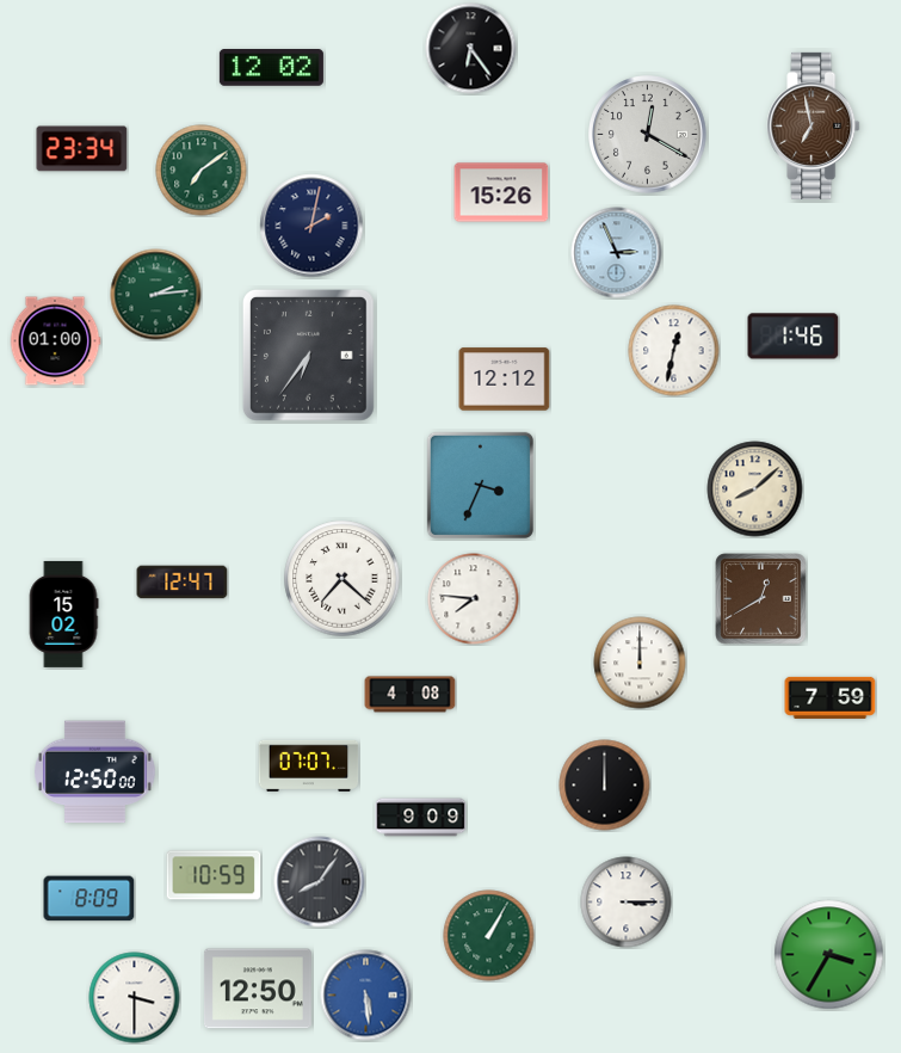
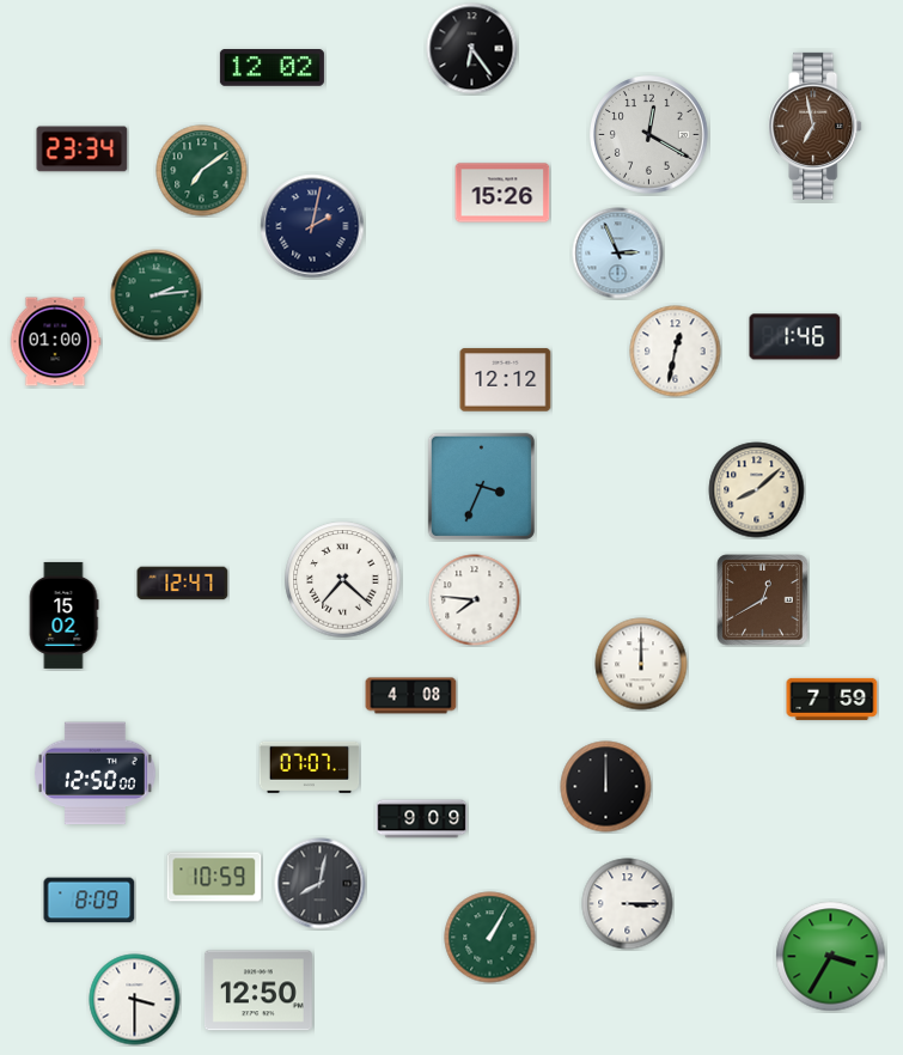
clock at (309, 355): 6:36 -> none
clock at (320, 882): 8:06 -> 8:02
clock at (366, 996): 5:29 -> none
